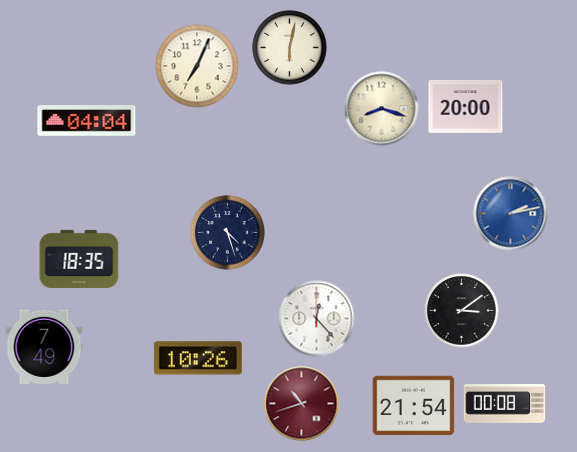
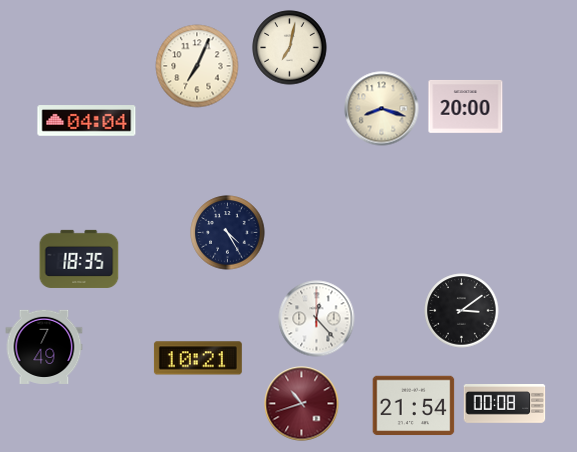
clock at (290, 48): 6:02 -> 7:02
clock at (511, 214): 2:13 -> none
clock at (228, 233): 4:27 -> 4:25
clock at (198, 358): 10:26 -> 10:21
